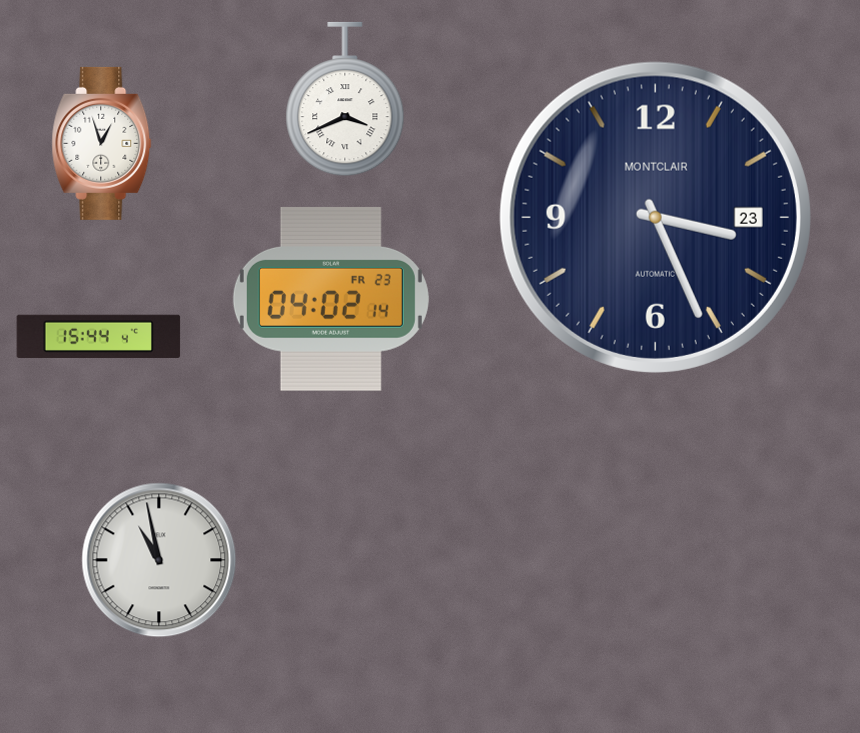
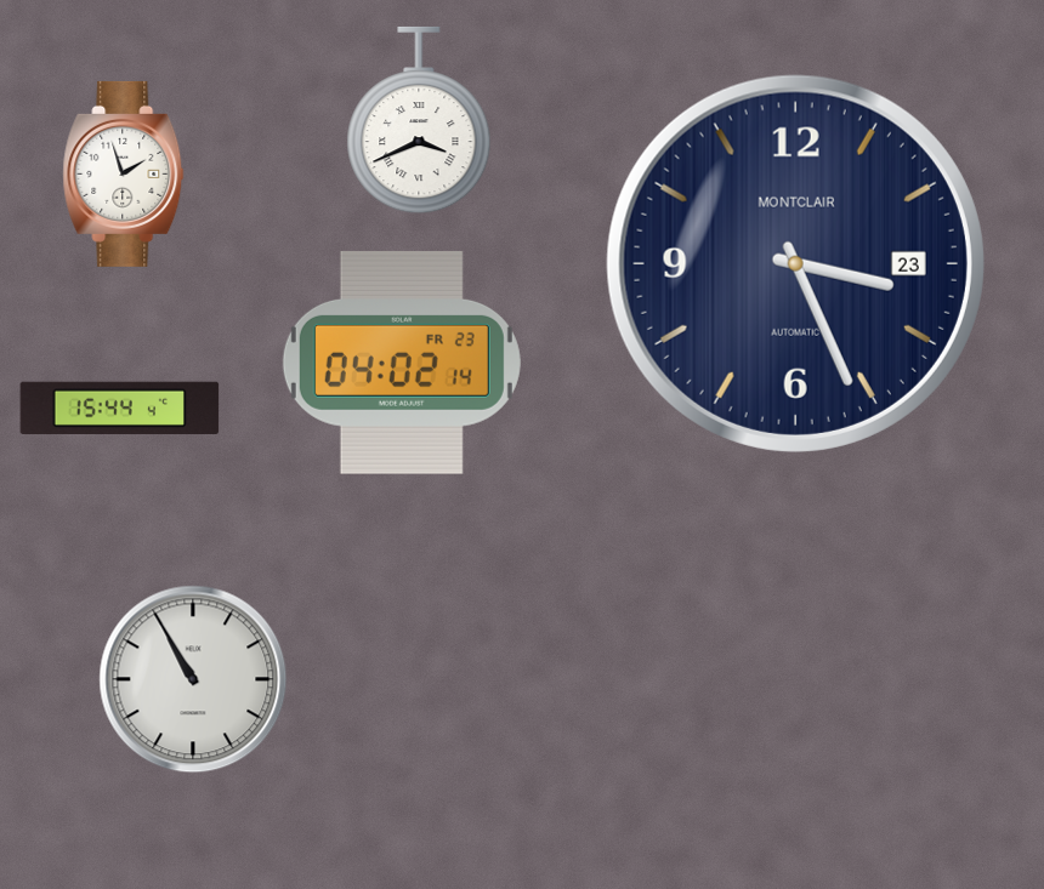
clock at (102, 143): 12:57 -> 1:57
clock at (159, 560): 10:58 -> 10:55
